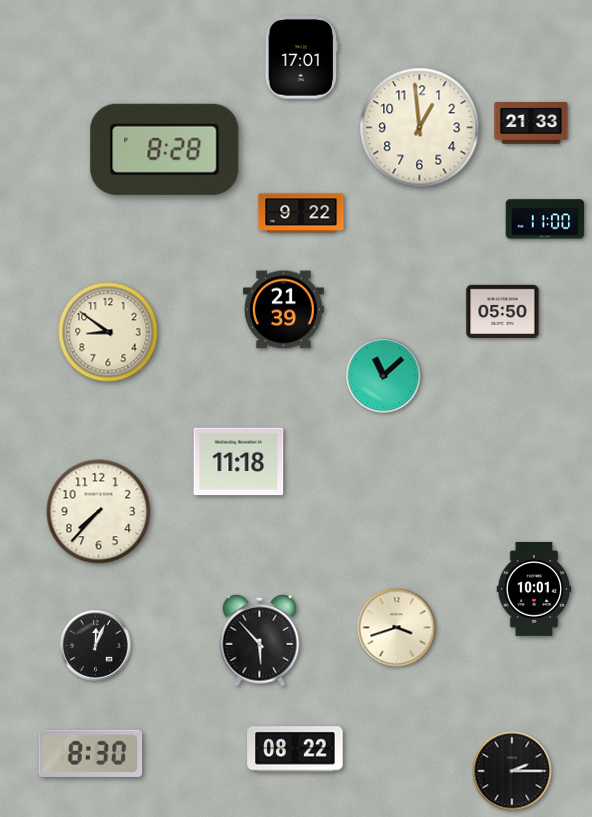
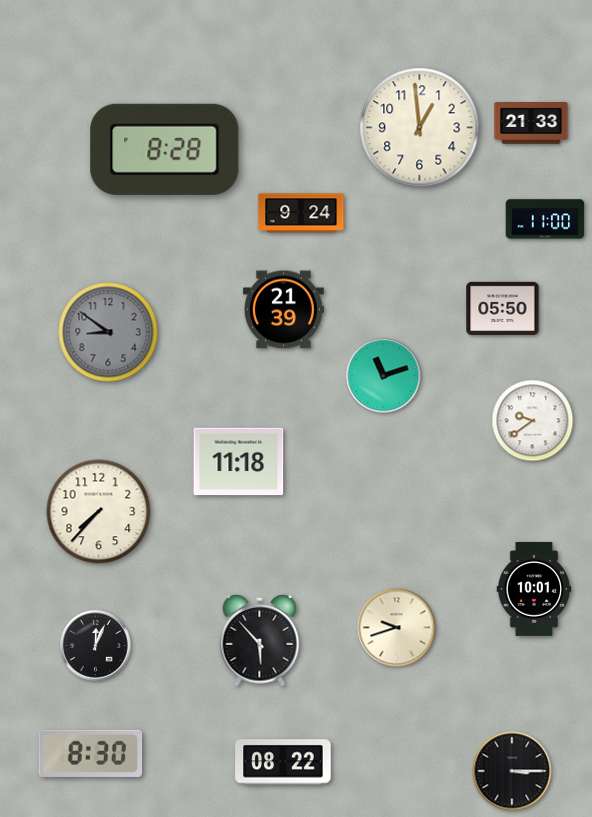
clock at (301, 58): 17:01 -> none
clock at (301, 213): 9:22 -> 9:24
clock at (503, 311) position: (503, 311) -> (503, 308)
clock at (108, 332) dial: cream -> grey
clock at (384, 376): 11:08 -> 11:12
clock at (533, 421): none -> 9:39
clock at (397, 628): 3:42 -> 9:42
clock at (295, 749) position: (295, 749) -> (283, 762)
clock at (512, 771): 2:15 -> 3:15
